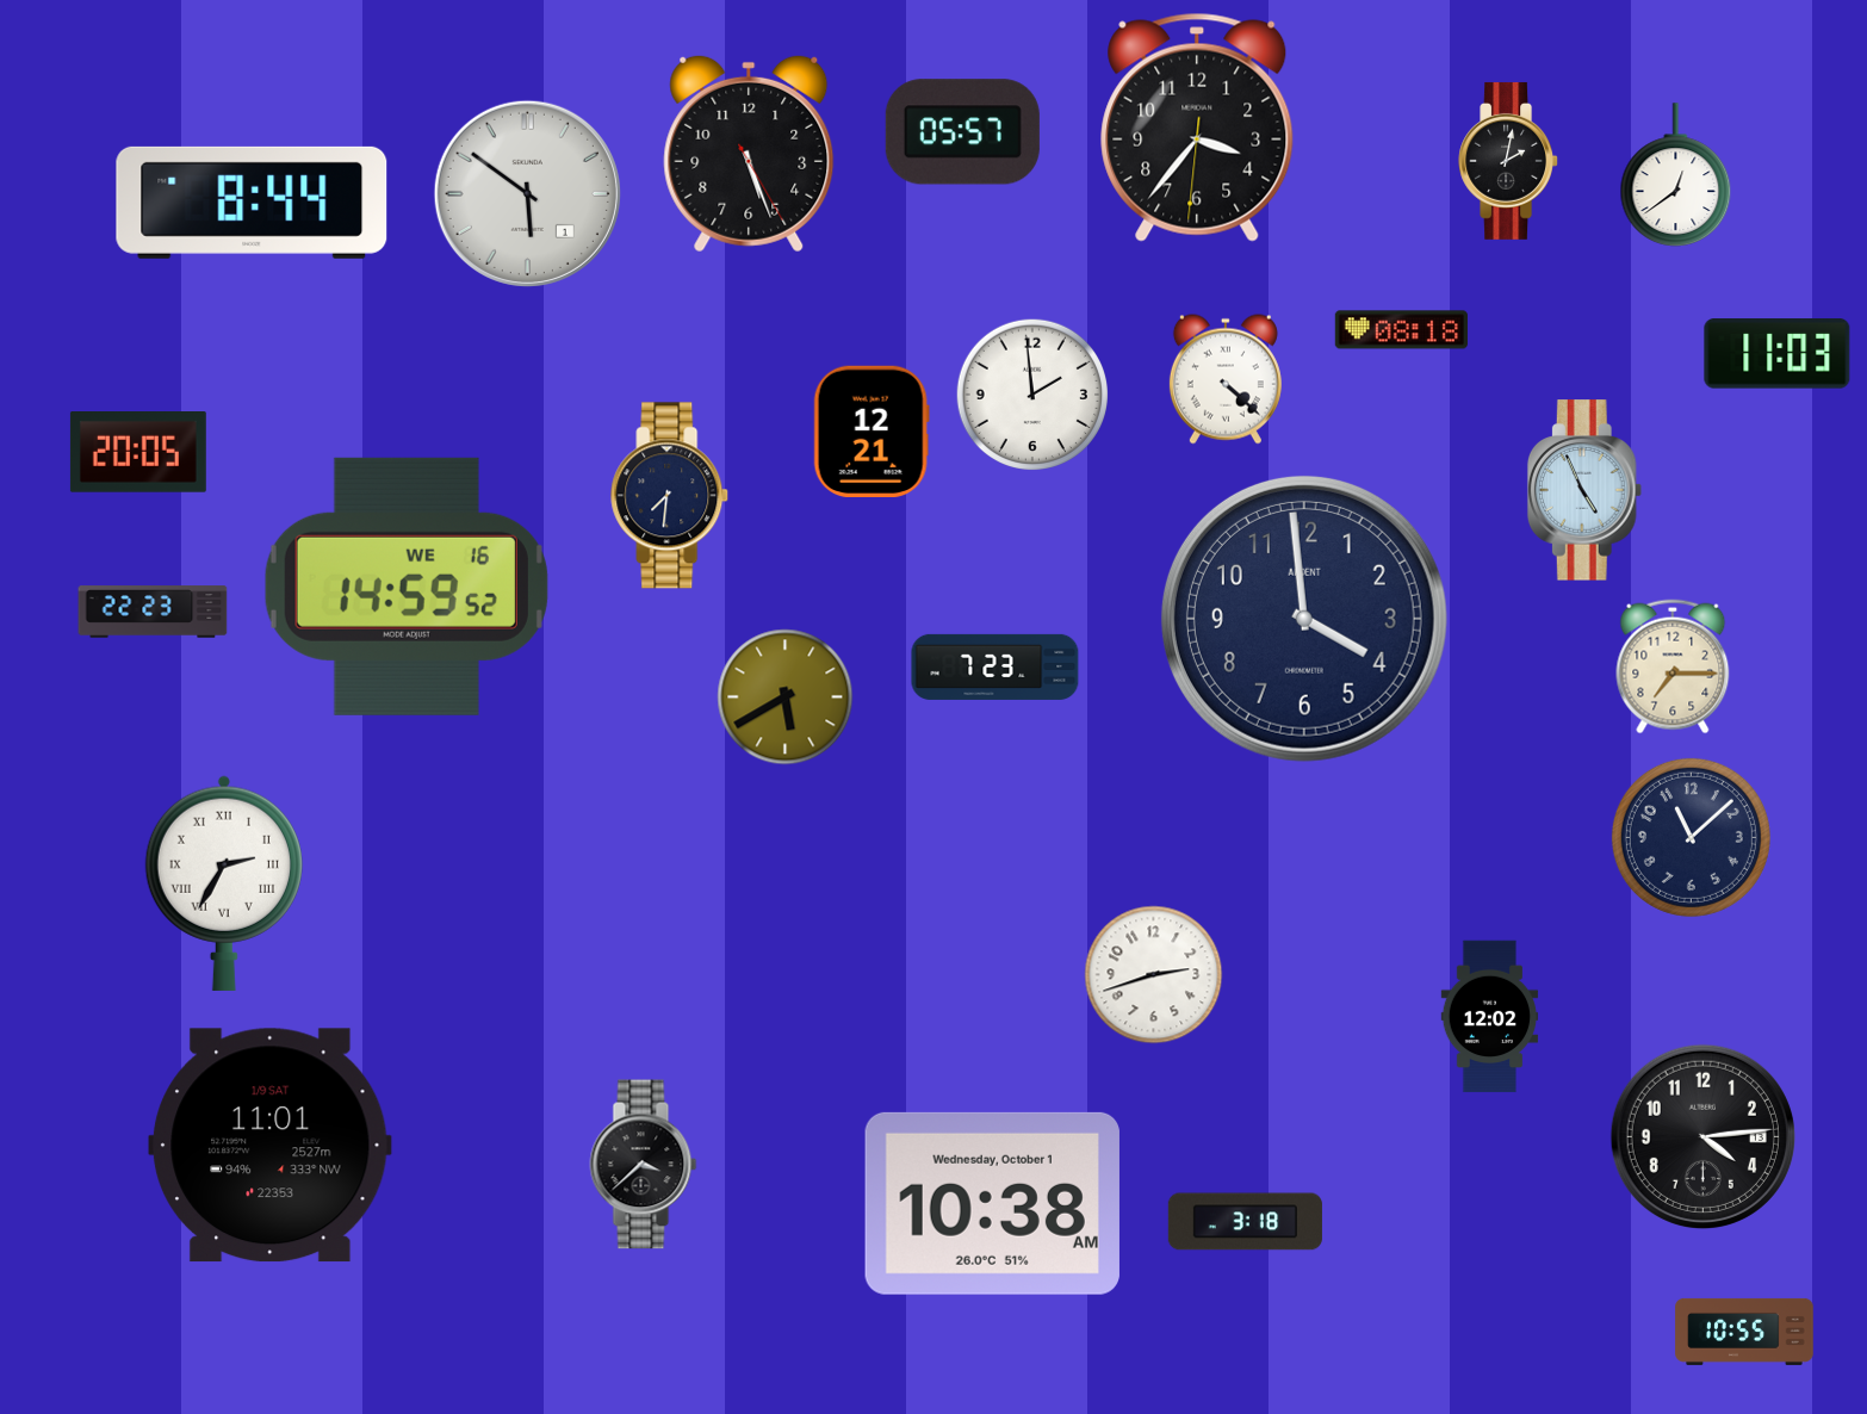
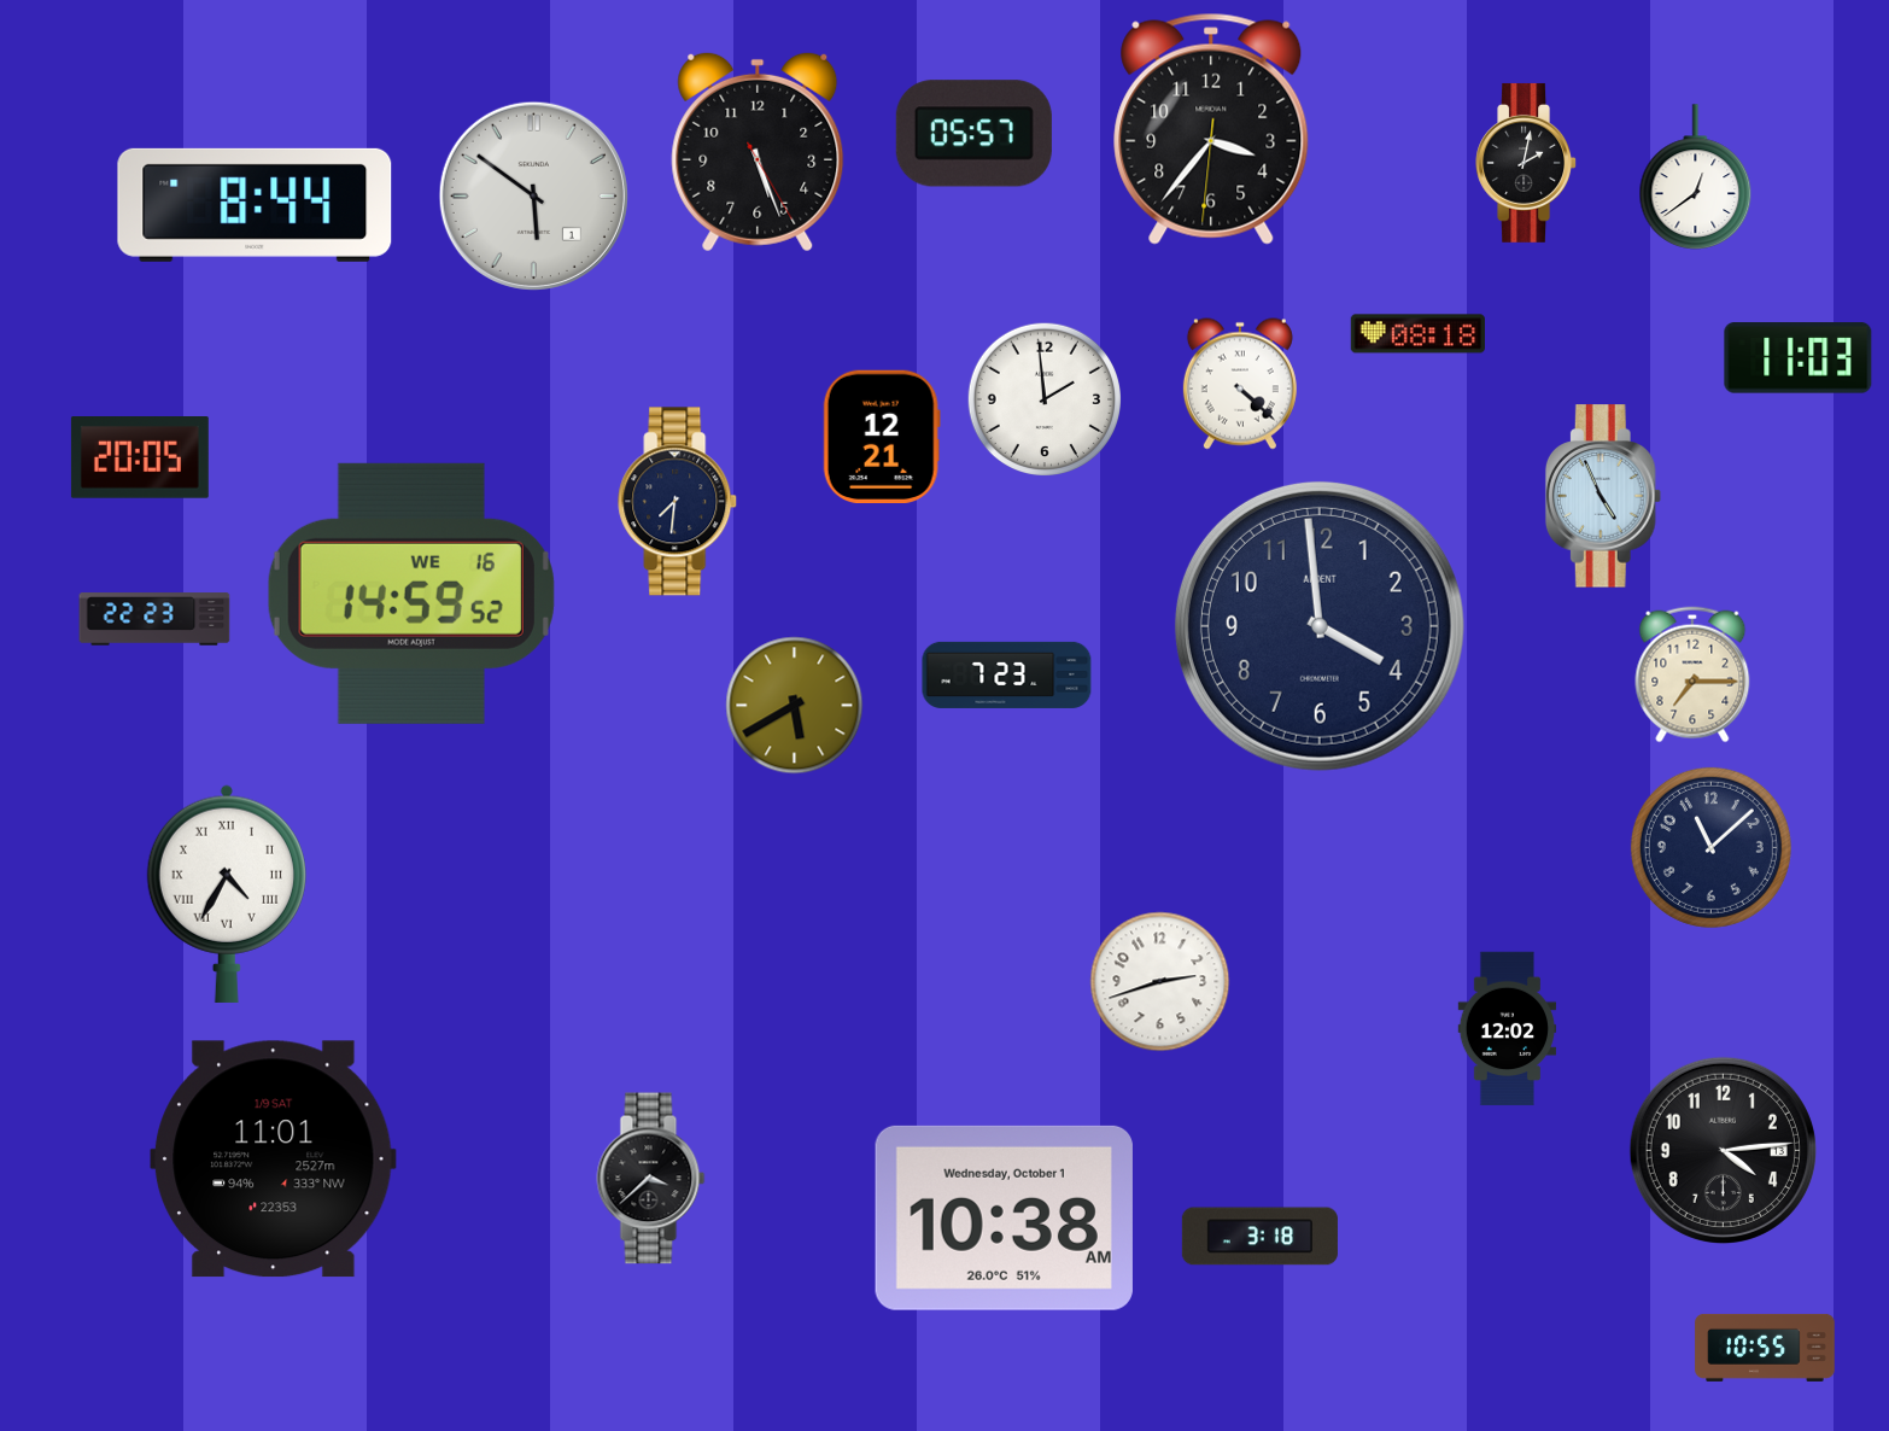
clock at (749, 154) position: (749, 154) -> (758, 152)
clock at (224, 883): 2:35 -> 4:35
clock at (1154, 975) position: (1154, 975) -> (1160, 982)
